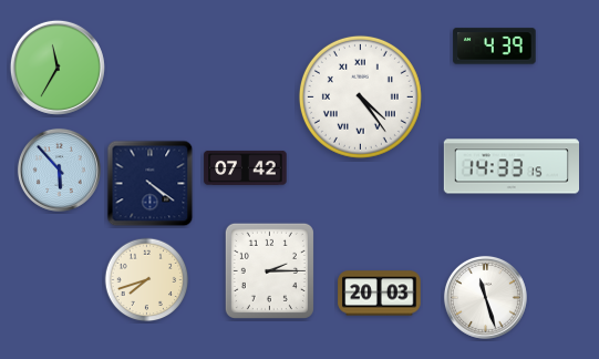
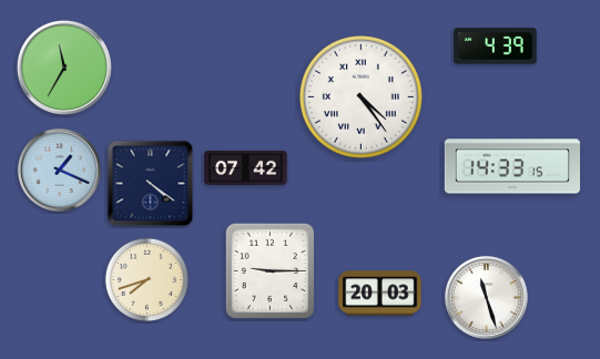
clock at (58, 68) position: (58, 68) -> (64, 68)
clock at (59, 170): 5:53 -> 1:19
clock at (269, 270): 2:15 -> 9:15
